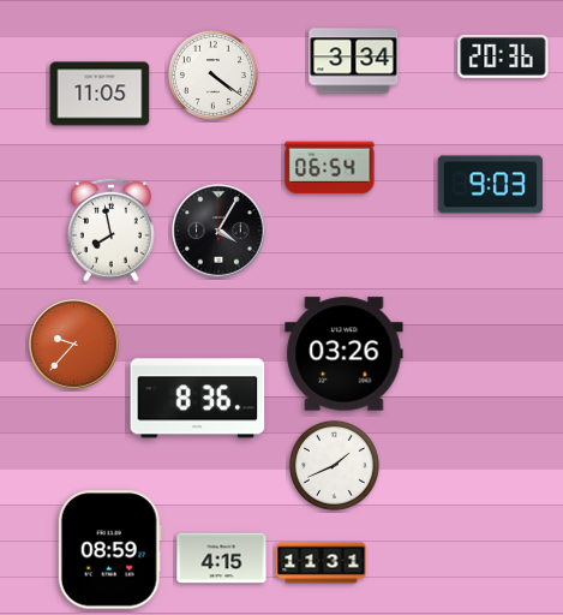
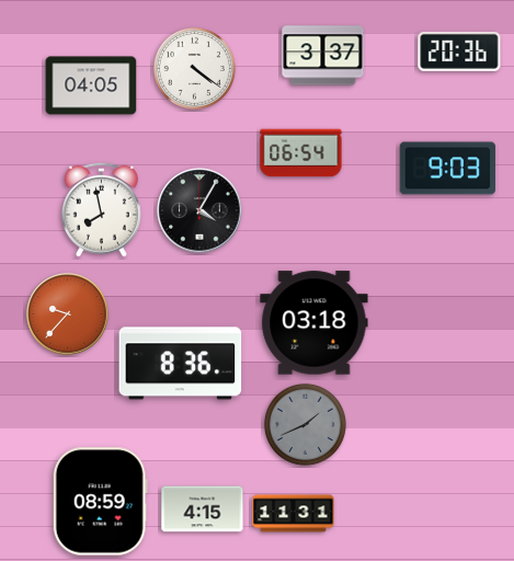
clock at (354, 61): 3:34 -> 3:37
clock at (100, 94): 11:05 -> 04:05
clock at (345, 354): 03:26 -> 03:18
clock at (334, 465) dial: white -> grey
